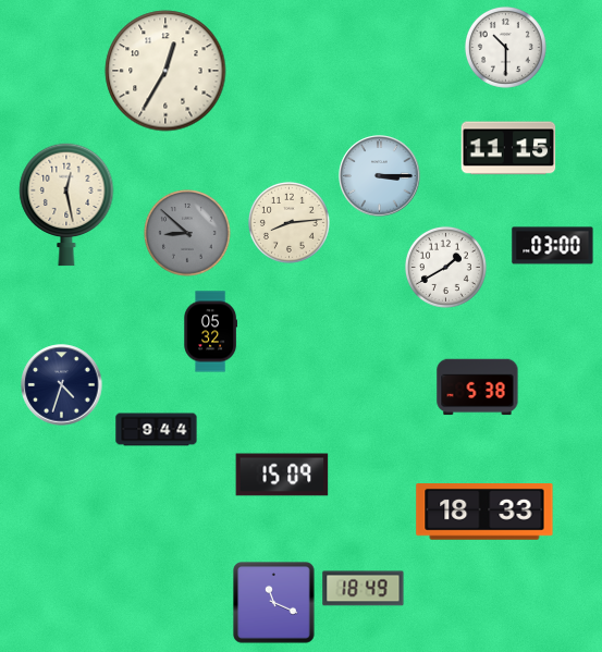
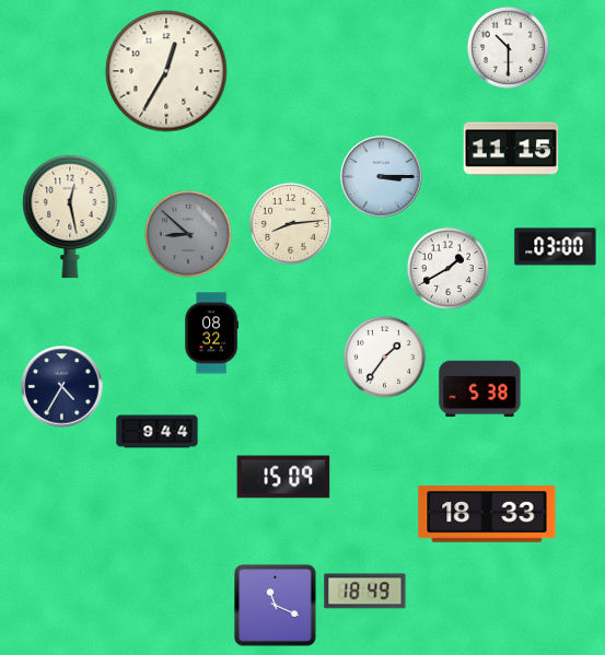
clock at (66, 205) position: (66, 205) -> (70, 217)
clock at (210, 332): 05:32 -> 08:32
clock at (384, 356): none -> 1:36
clock at (62, 385): 4:33 -> 4:35
